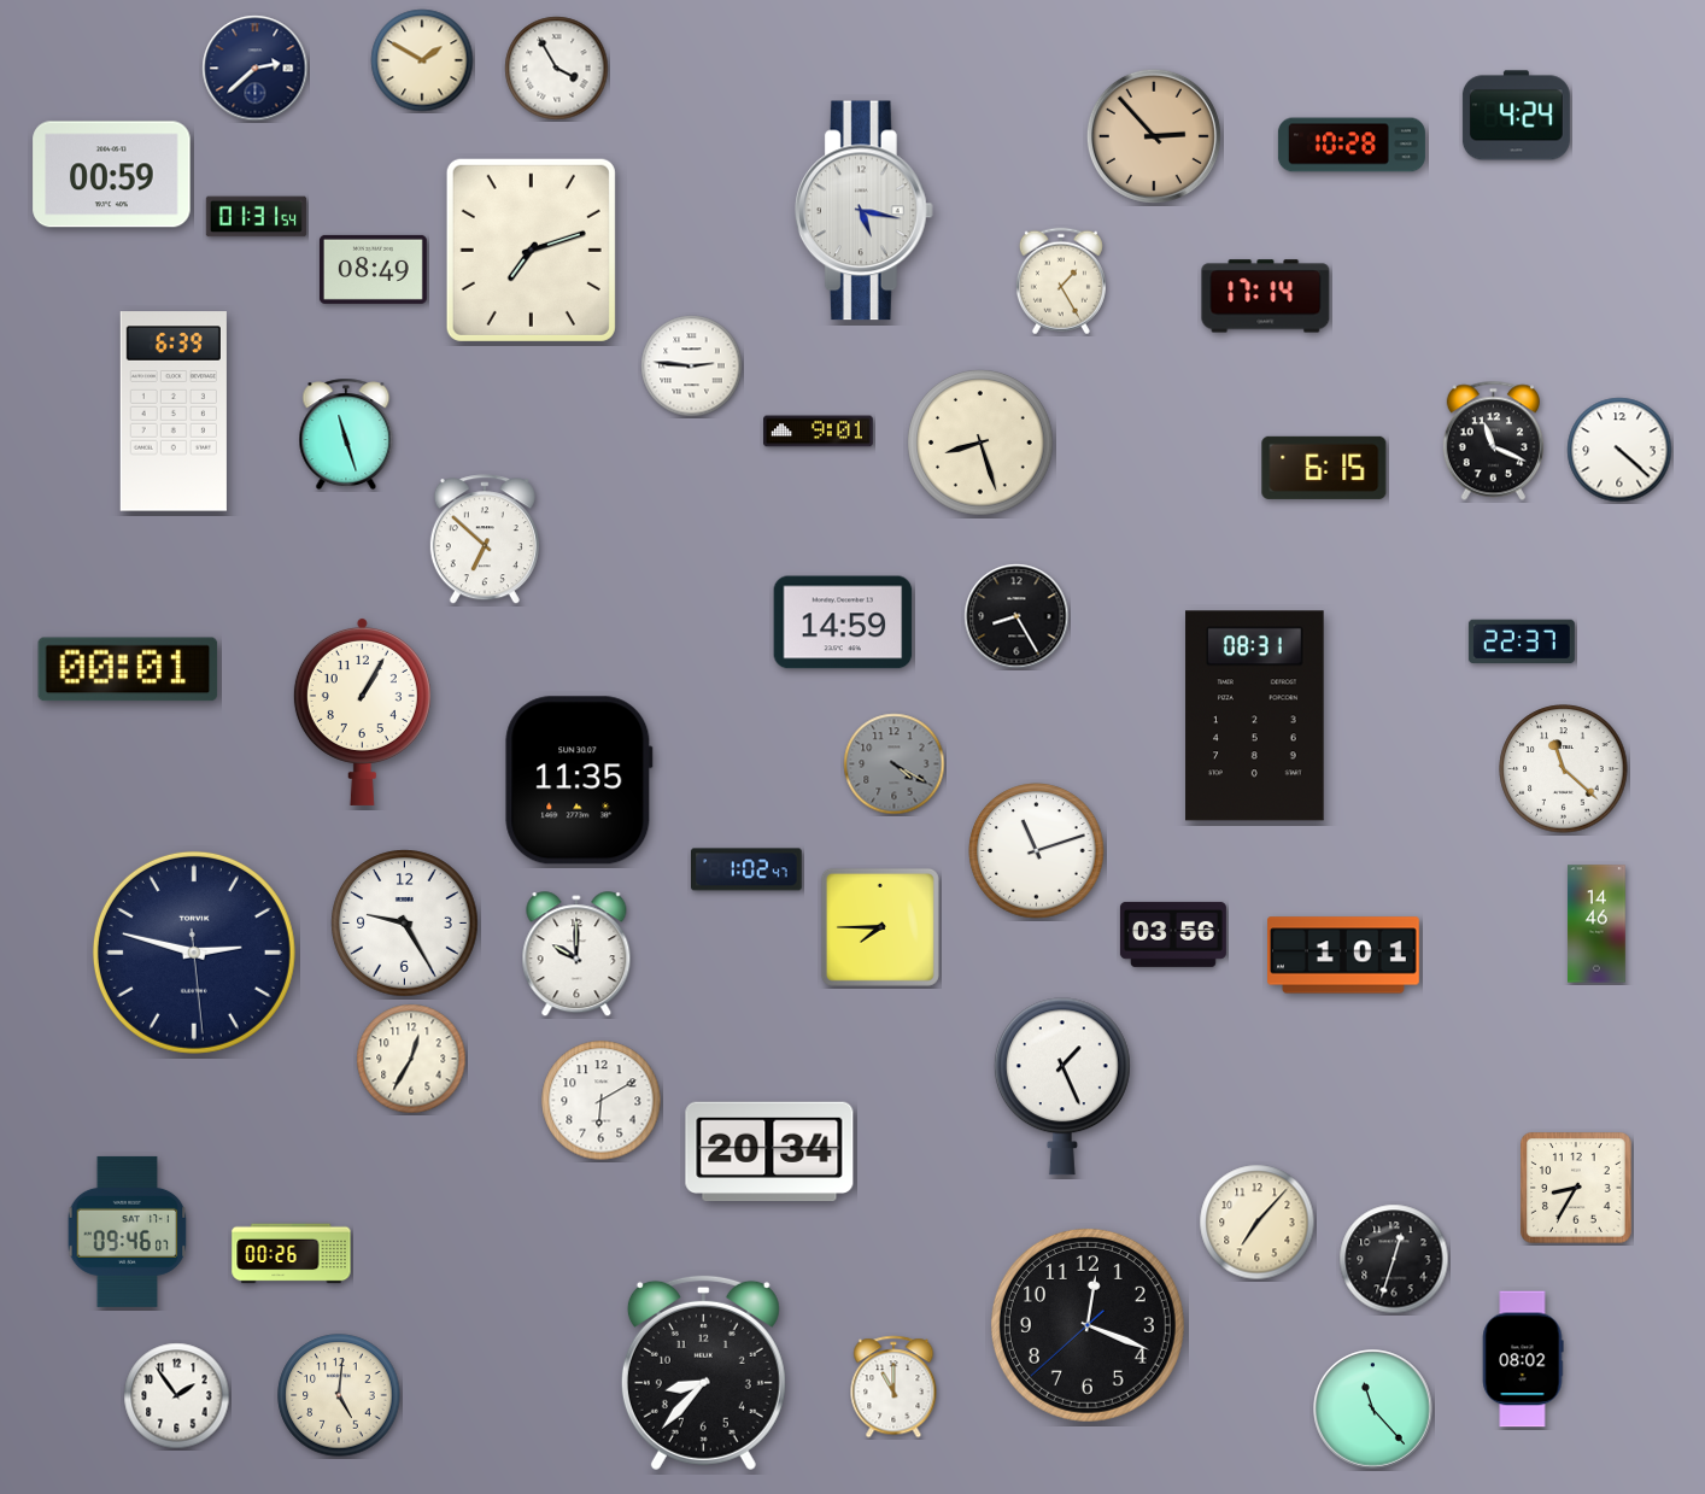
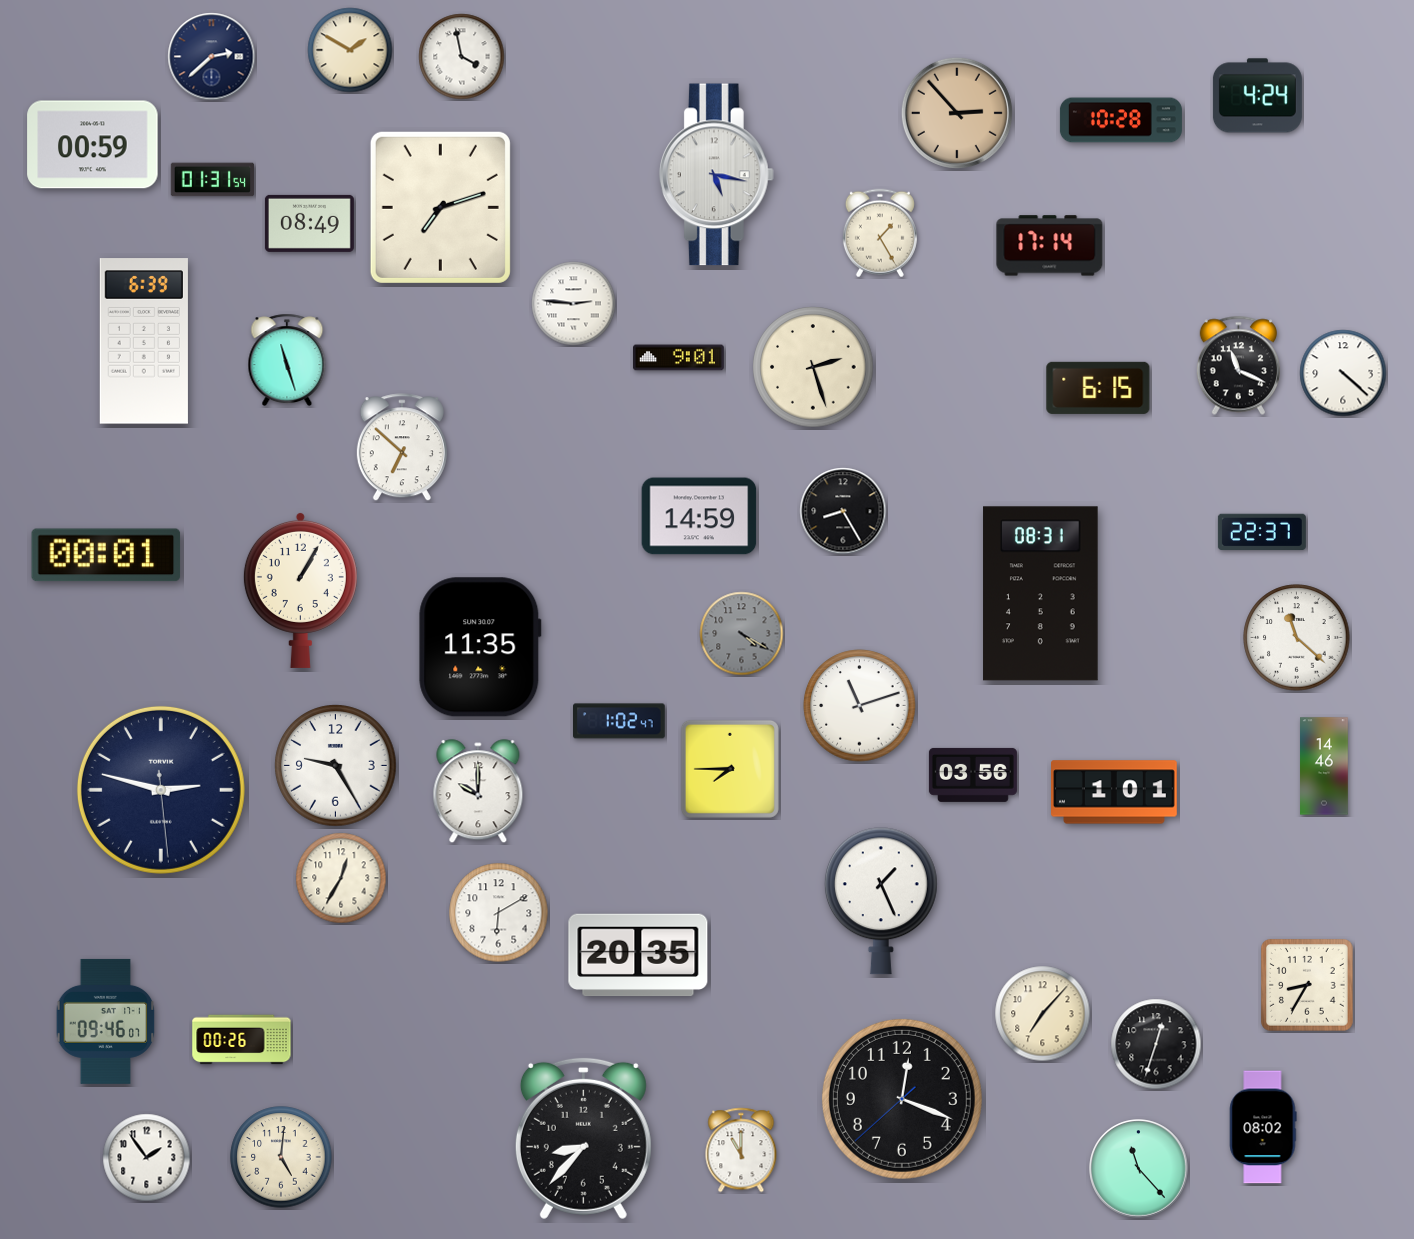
clock at (557, 69): 3:55 -> 3:58
clock at (980, 443): 8:27 -> 2:27
clock at (769, 1152): 20:34 -> 20:35
